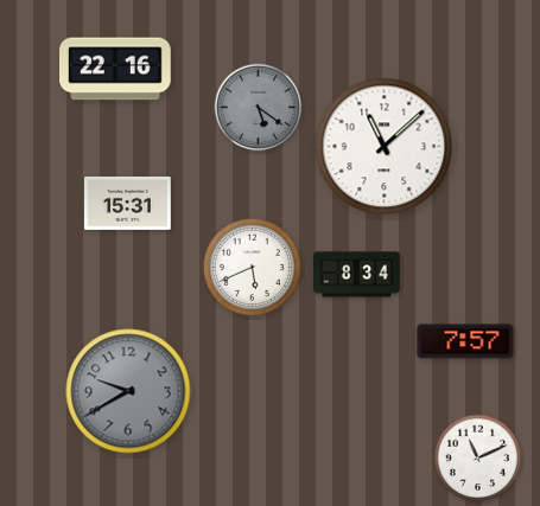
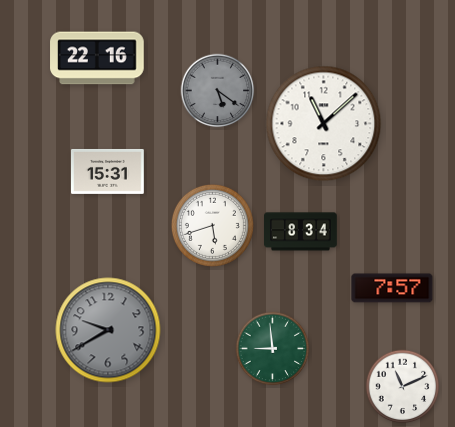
clock at (252, 267): 5:41 -> 5:42
clock at (273, 349): none -> 8:59
